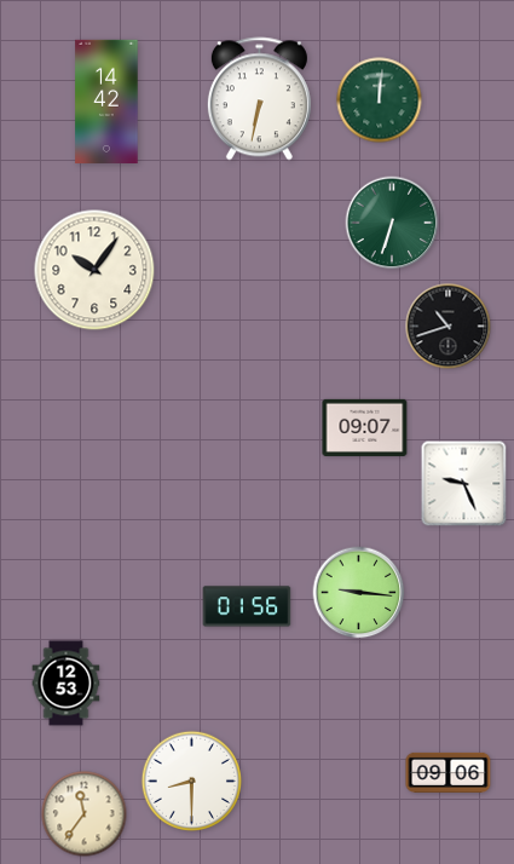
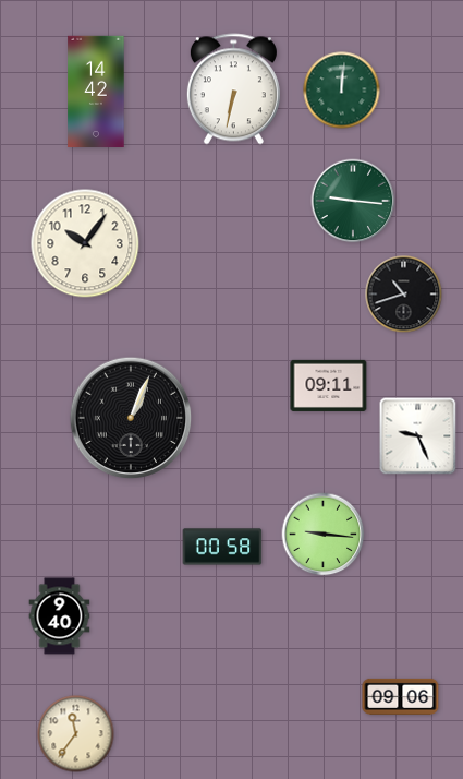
clock at (392, 223): 6:33 -> 9:16
clock at (365, 427): 09:07 -> 09:11
clock at (131, 418): none -> 1:04
clock at (247, 606): 01:56 -> 00:58
clock at (67, 684): 12:53 -> 9:40
clock at (449, 772) position: (449, 772) -> (401, 696)
clock at (191, 781): 8:30 -> none
